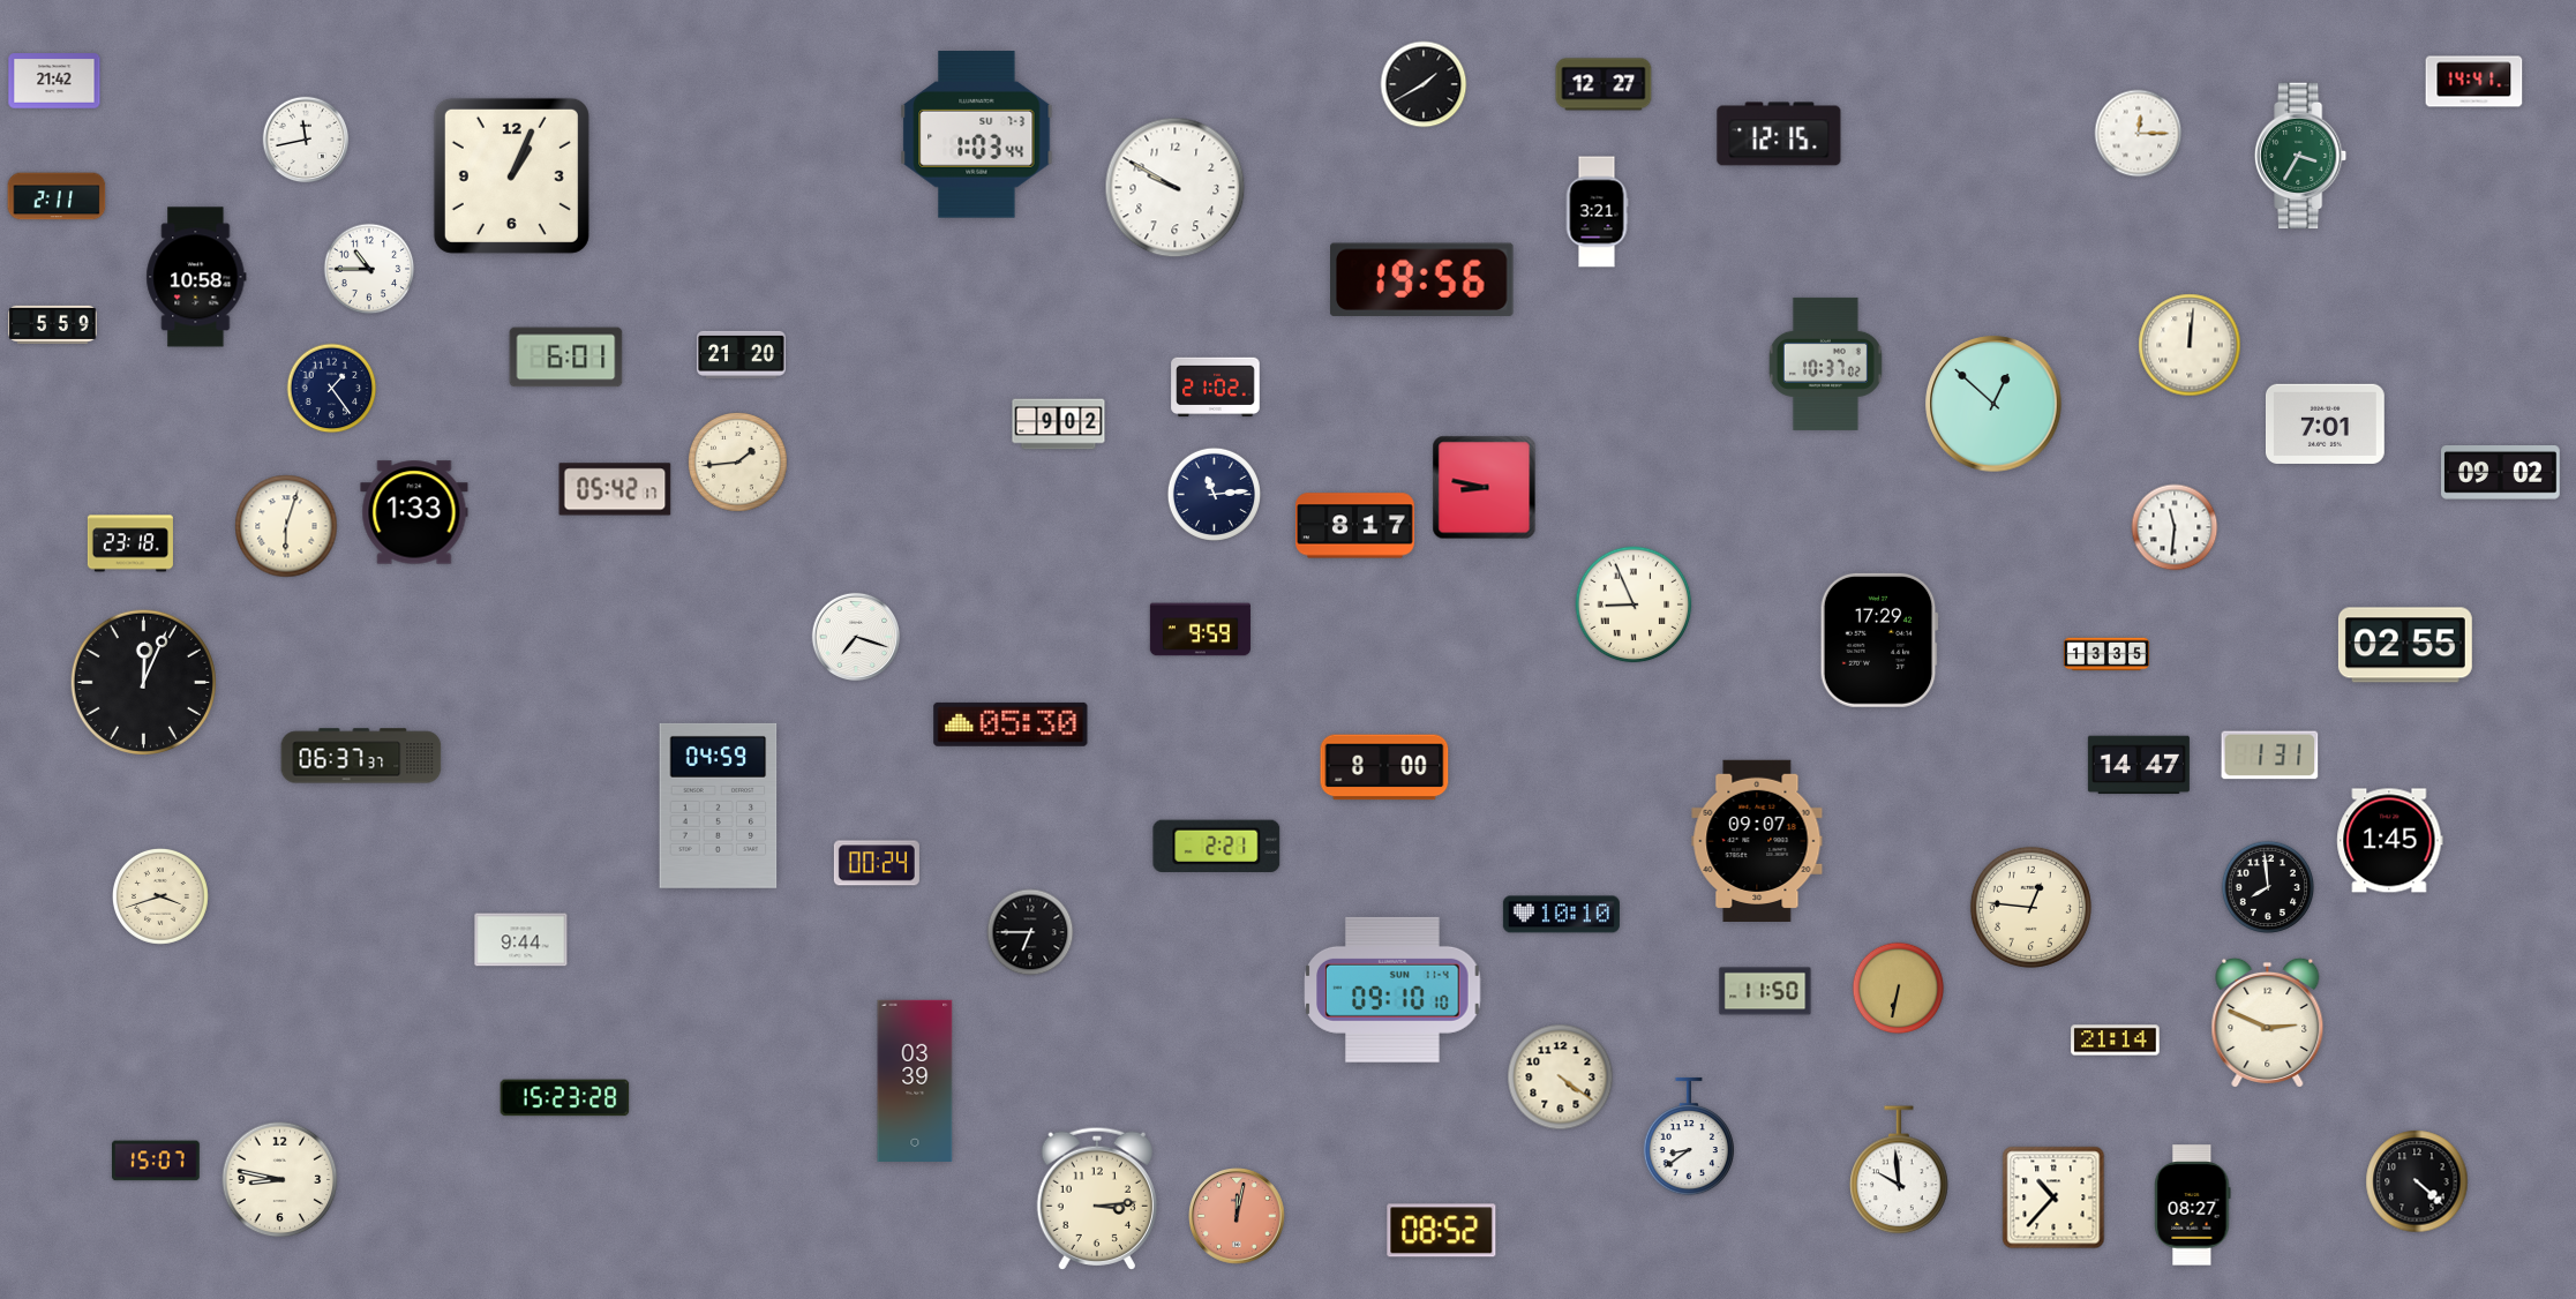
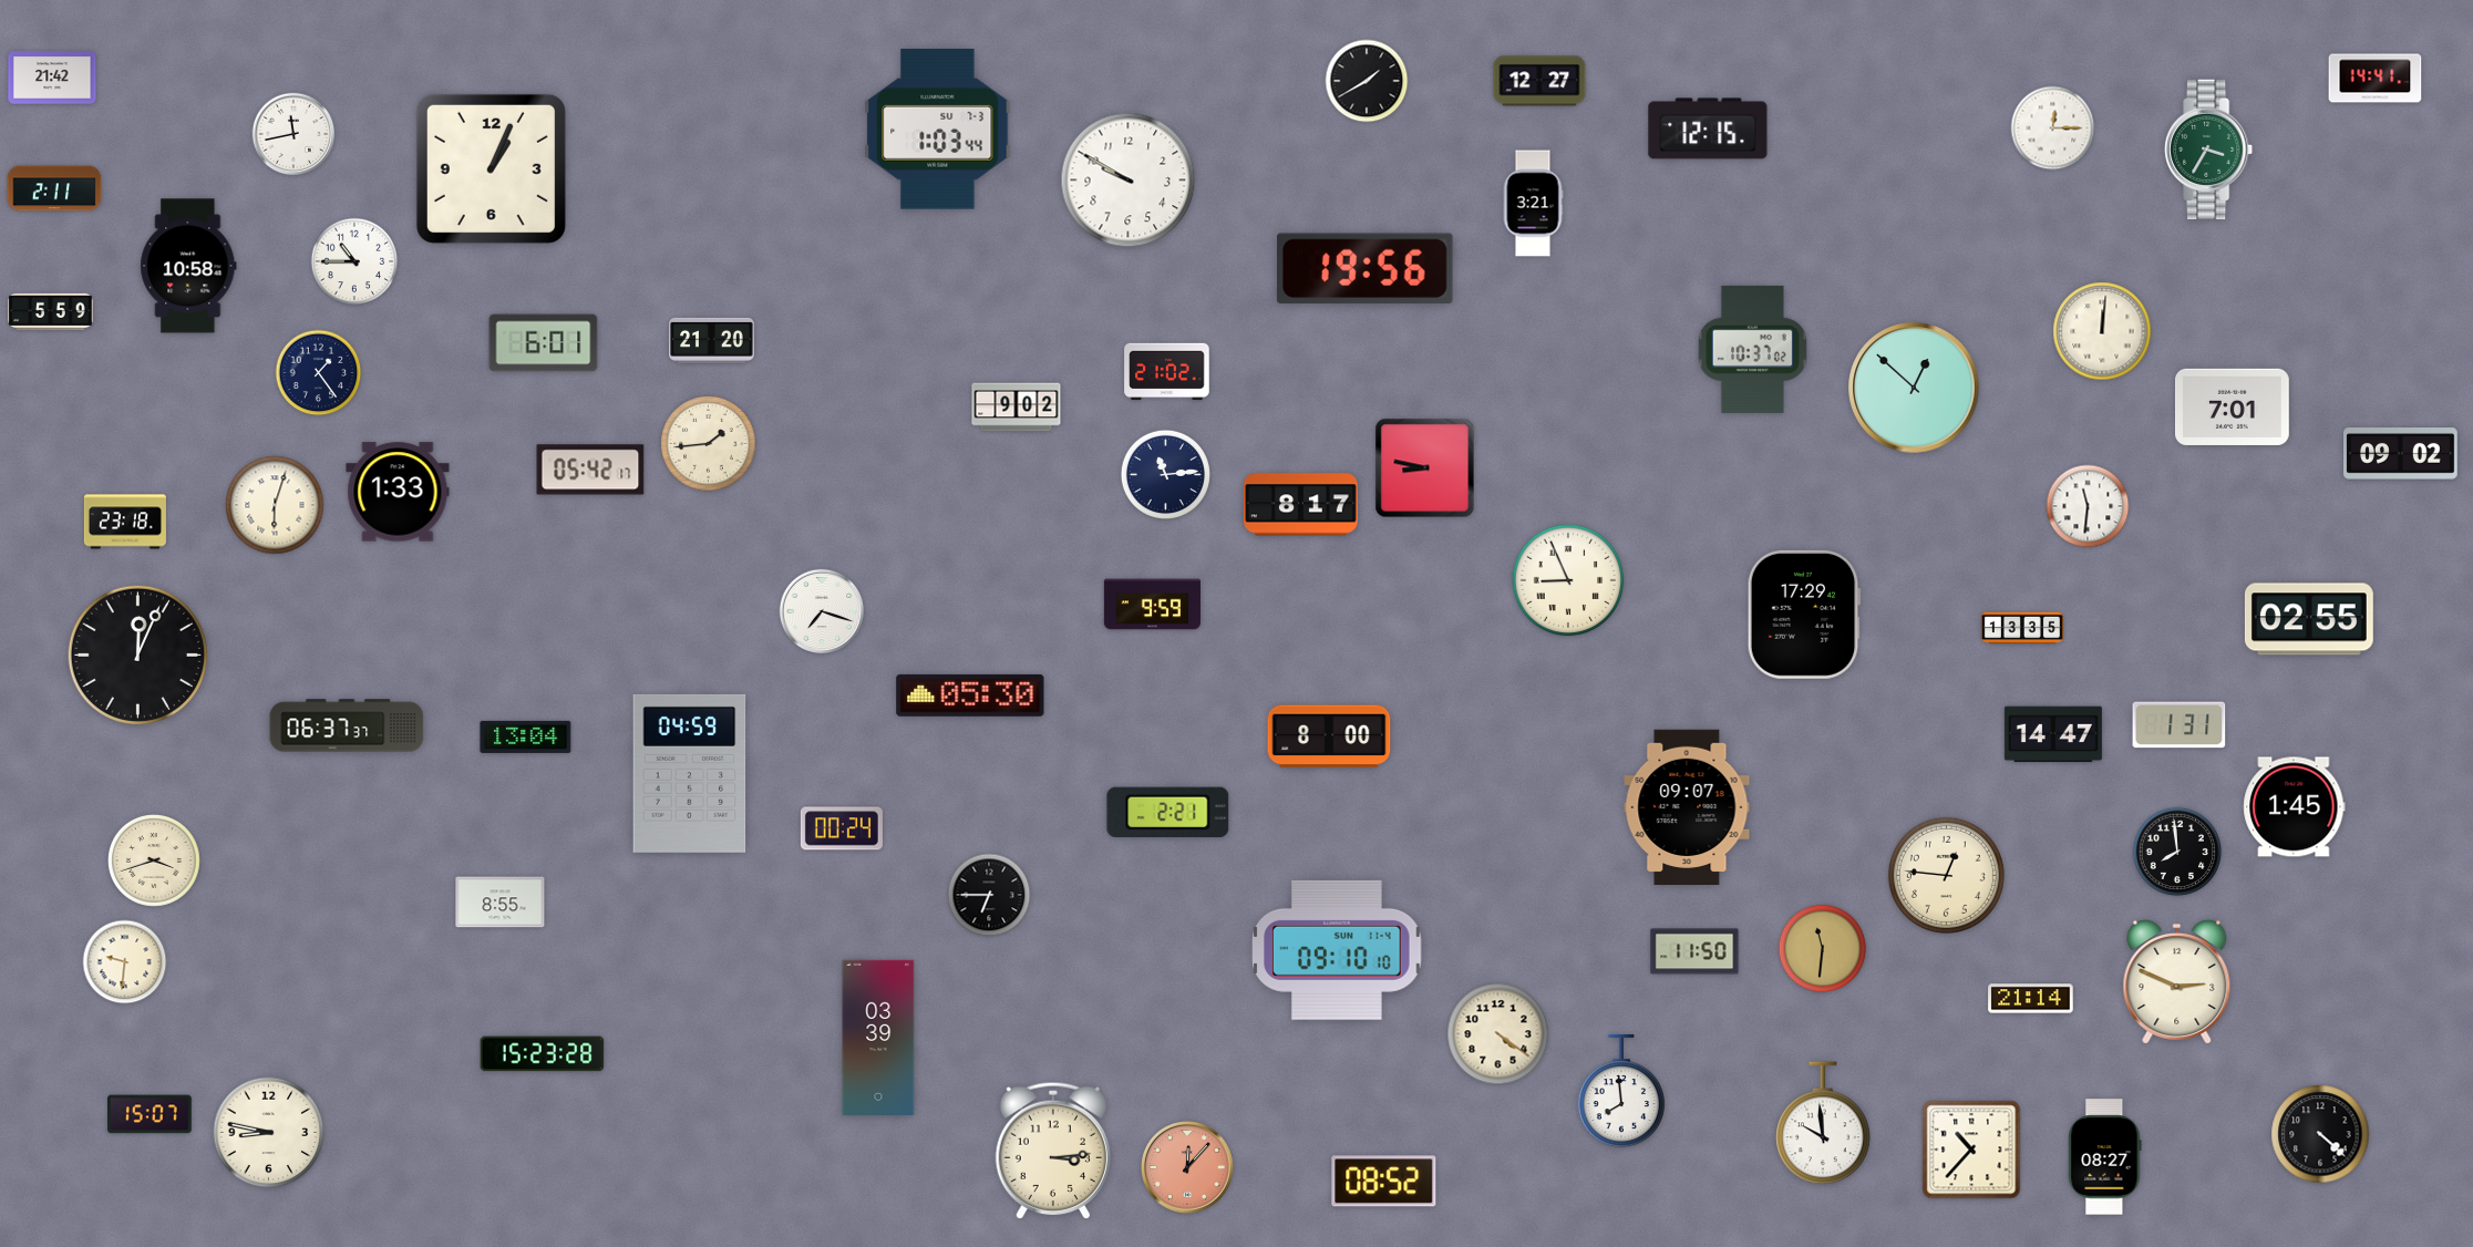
clock at (369, 269) position: (369, 269) -> (354, 261)
clock at (526, 736): none -> 13:04
clock at (2030, 907) position: (2030, 907) -> (1946, 875)
clock at (1561, 915): 10:10 -> none
clock at (521, 940): 9:44 -> 8:55
clock at (1899, 989): 6:32 -> 11:31
clock at (125, 962): none -> 9:31
clock at (1688, 1136): 8:39 -> 7:59
clock at (1237, 1216): 12:02 -> 12:07
